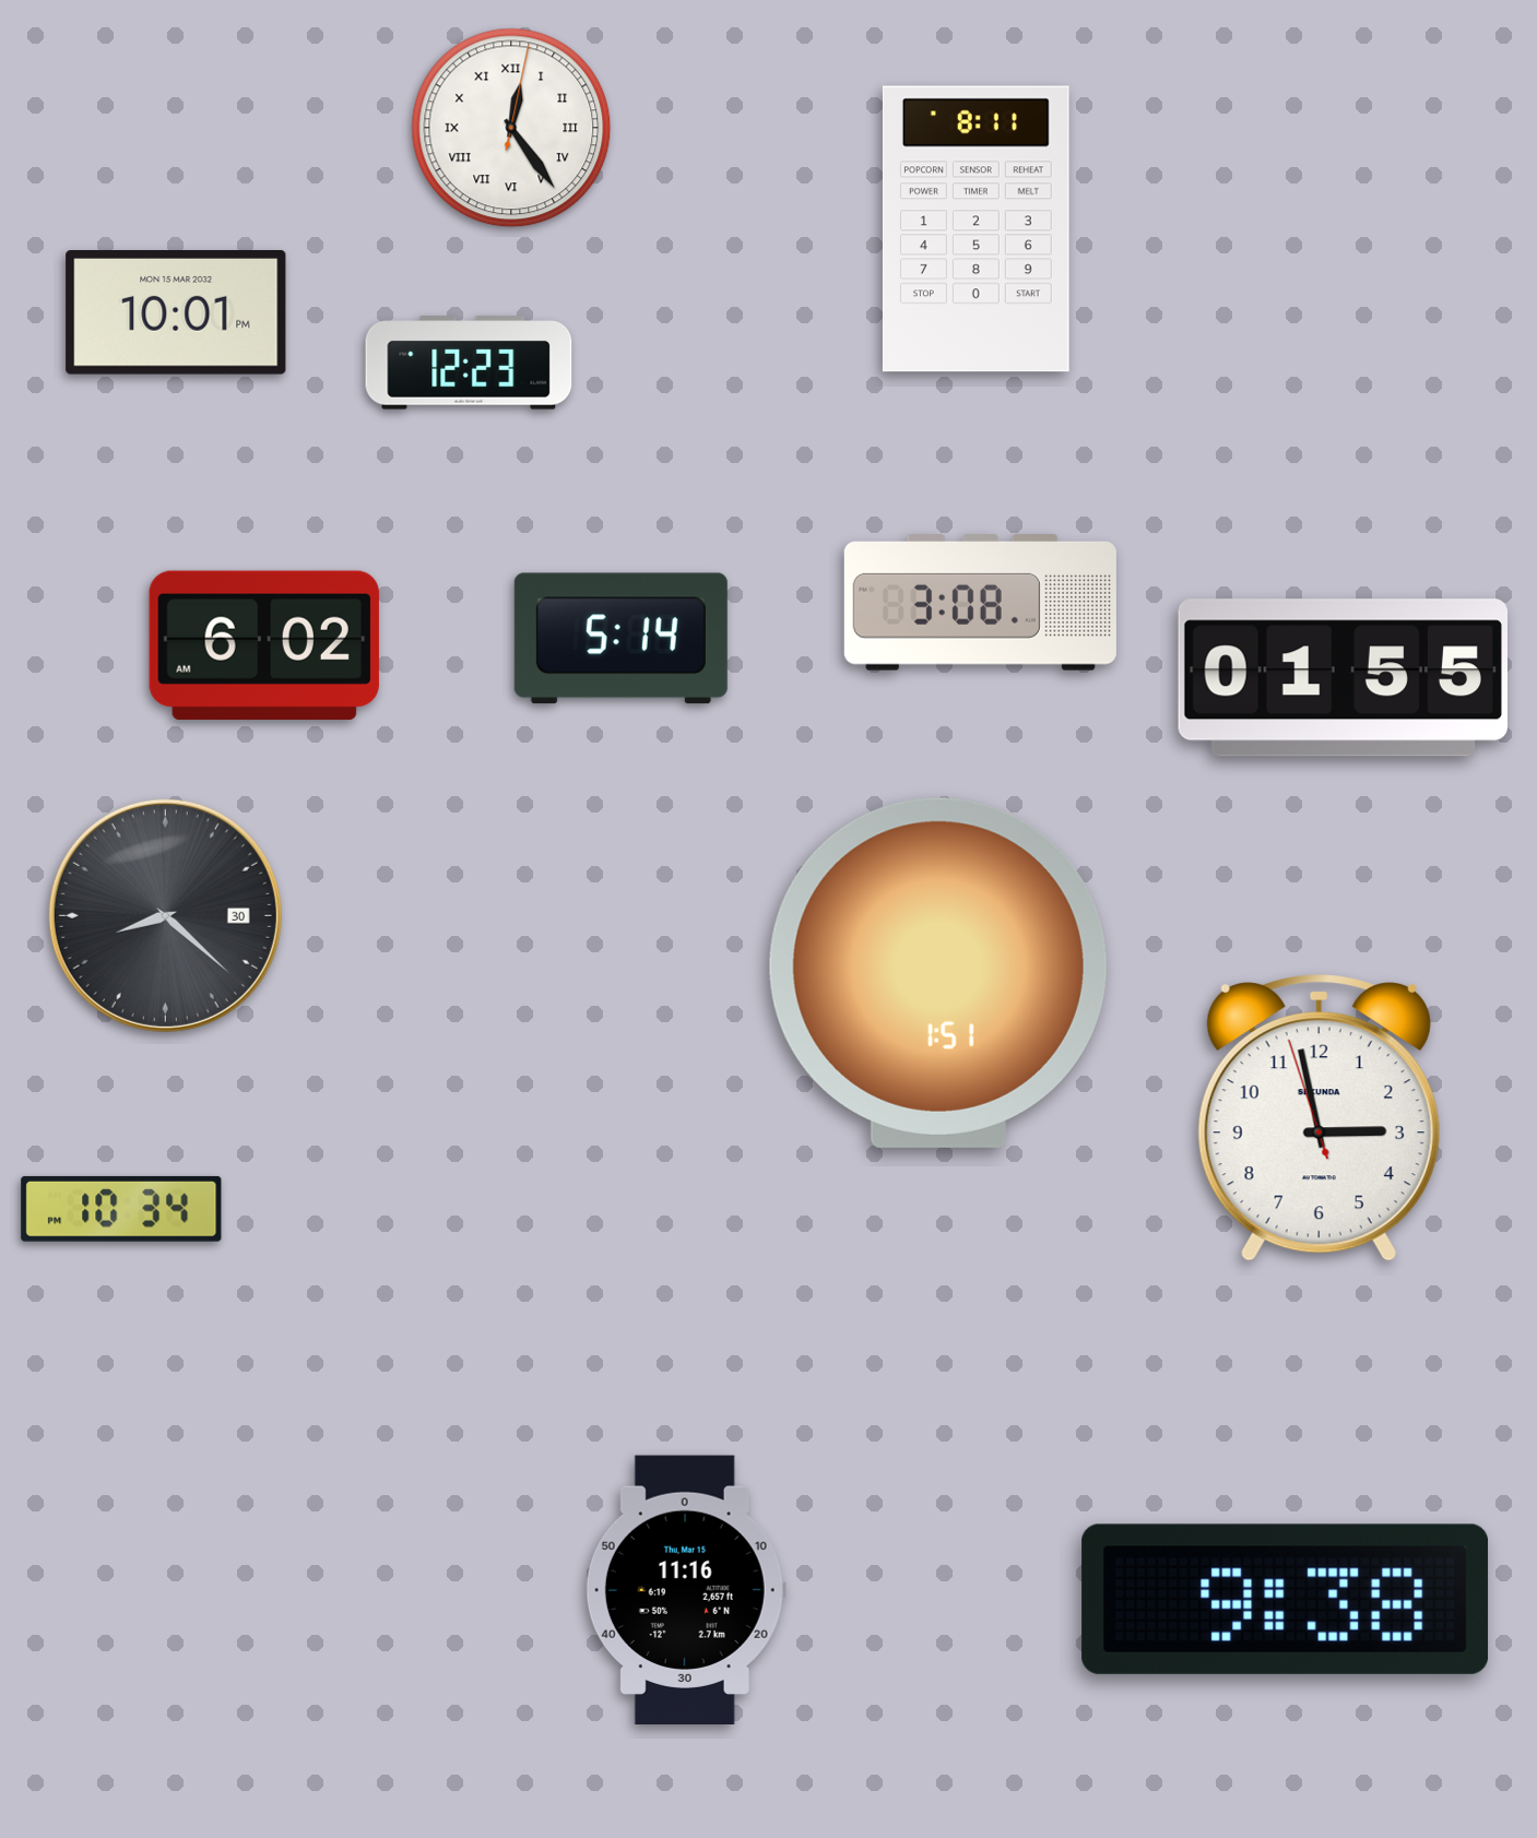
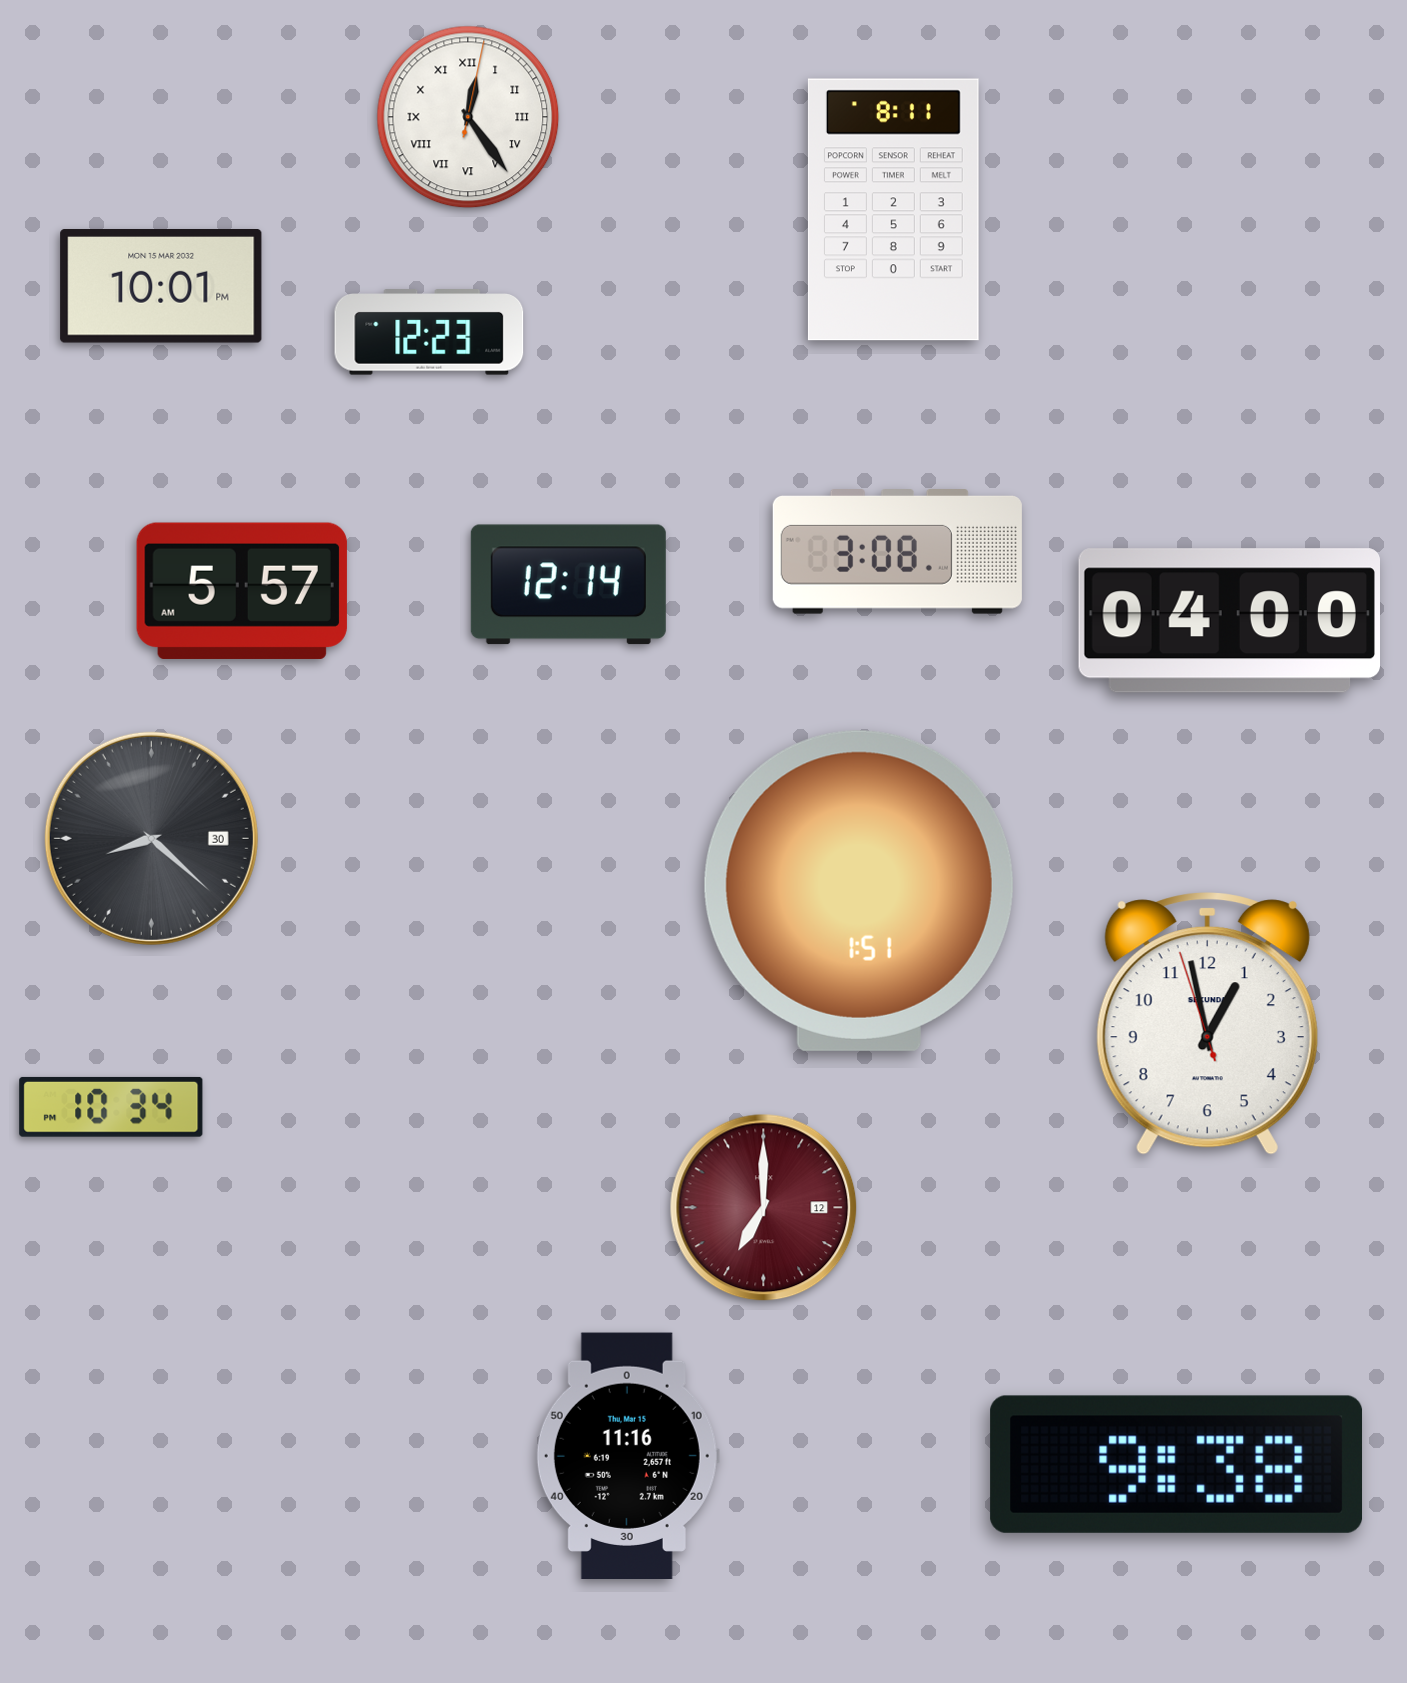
clock at (620, 639): 5:14 -> 12:14
clock at (264, 645): 6:02 -> 5:57
clock at (1343, 678): 01:55 -> 04:00
clock at (1319, 1118): 2:57 -> 12:57
clock at (764, 1208): none -> 7:00
